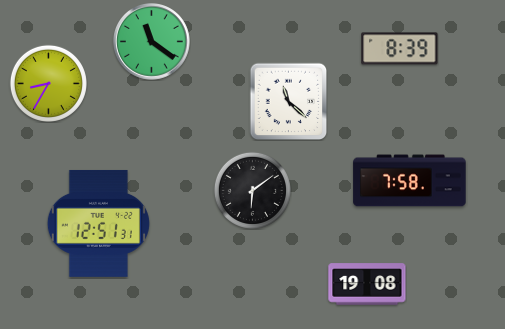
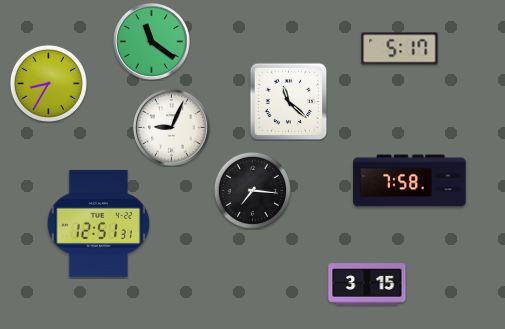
clock at (400, 49): 8:39 -> 5:17
clock at (172, 128): none -> 9:04
clock at (252, 190): 6:09 -> 7:16
clock at (367, 284): 19:08 -> 3:15
